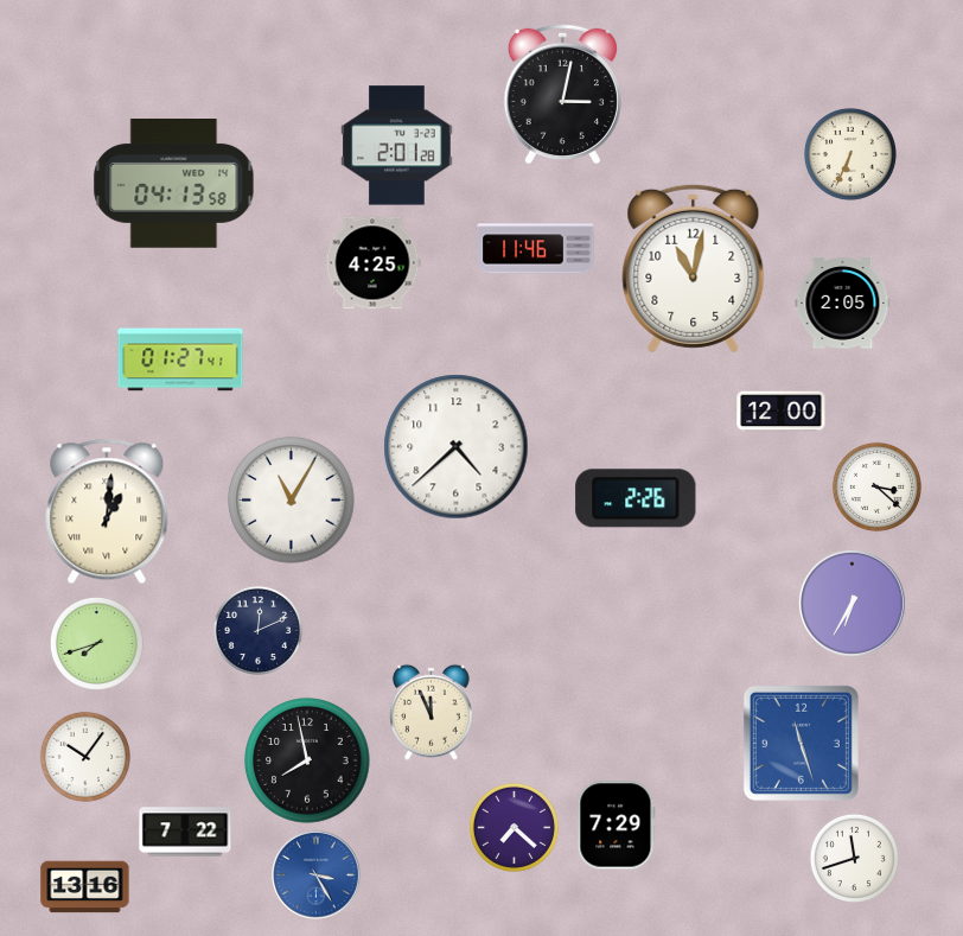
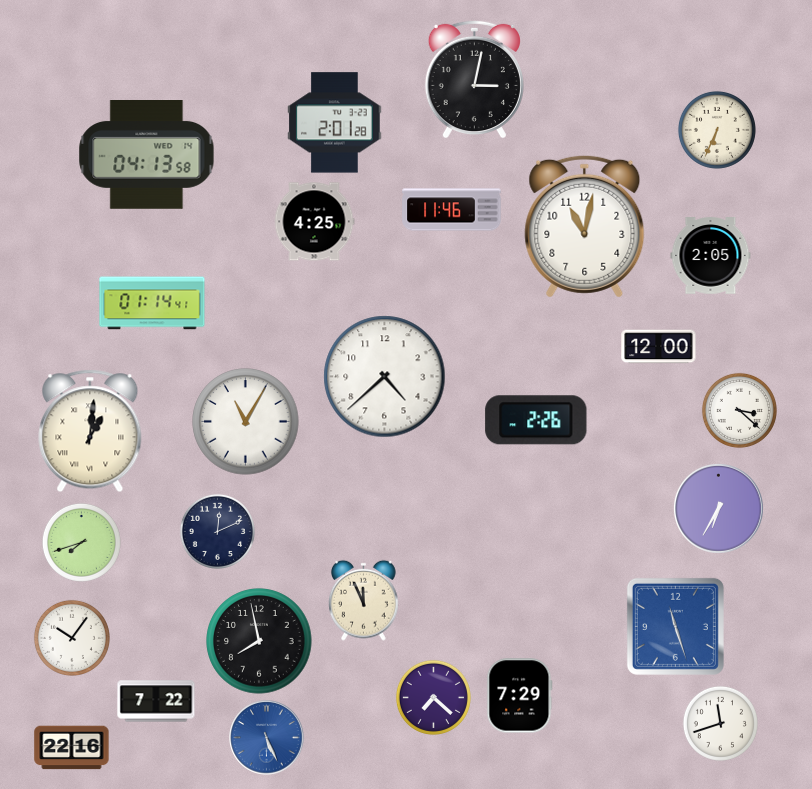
clock at (180, 359): 01:27 -> 01:14
clock at (317, 875): 3:25 -> 5:26
clock at (85, 887): 13:16 -> 22:16
